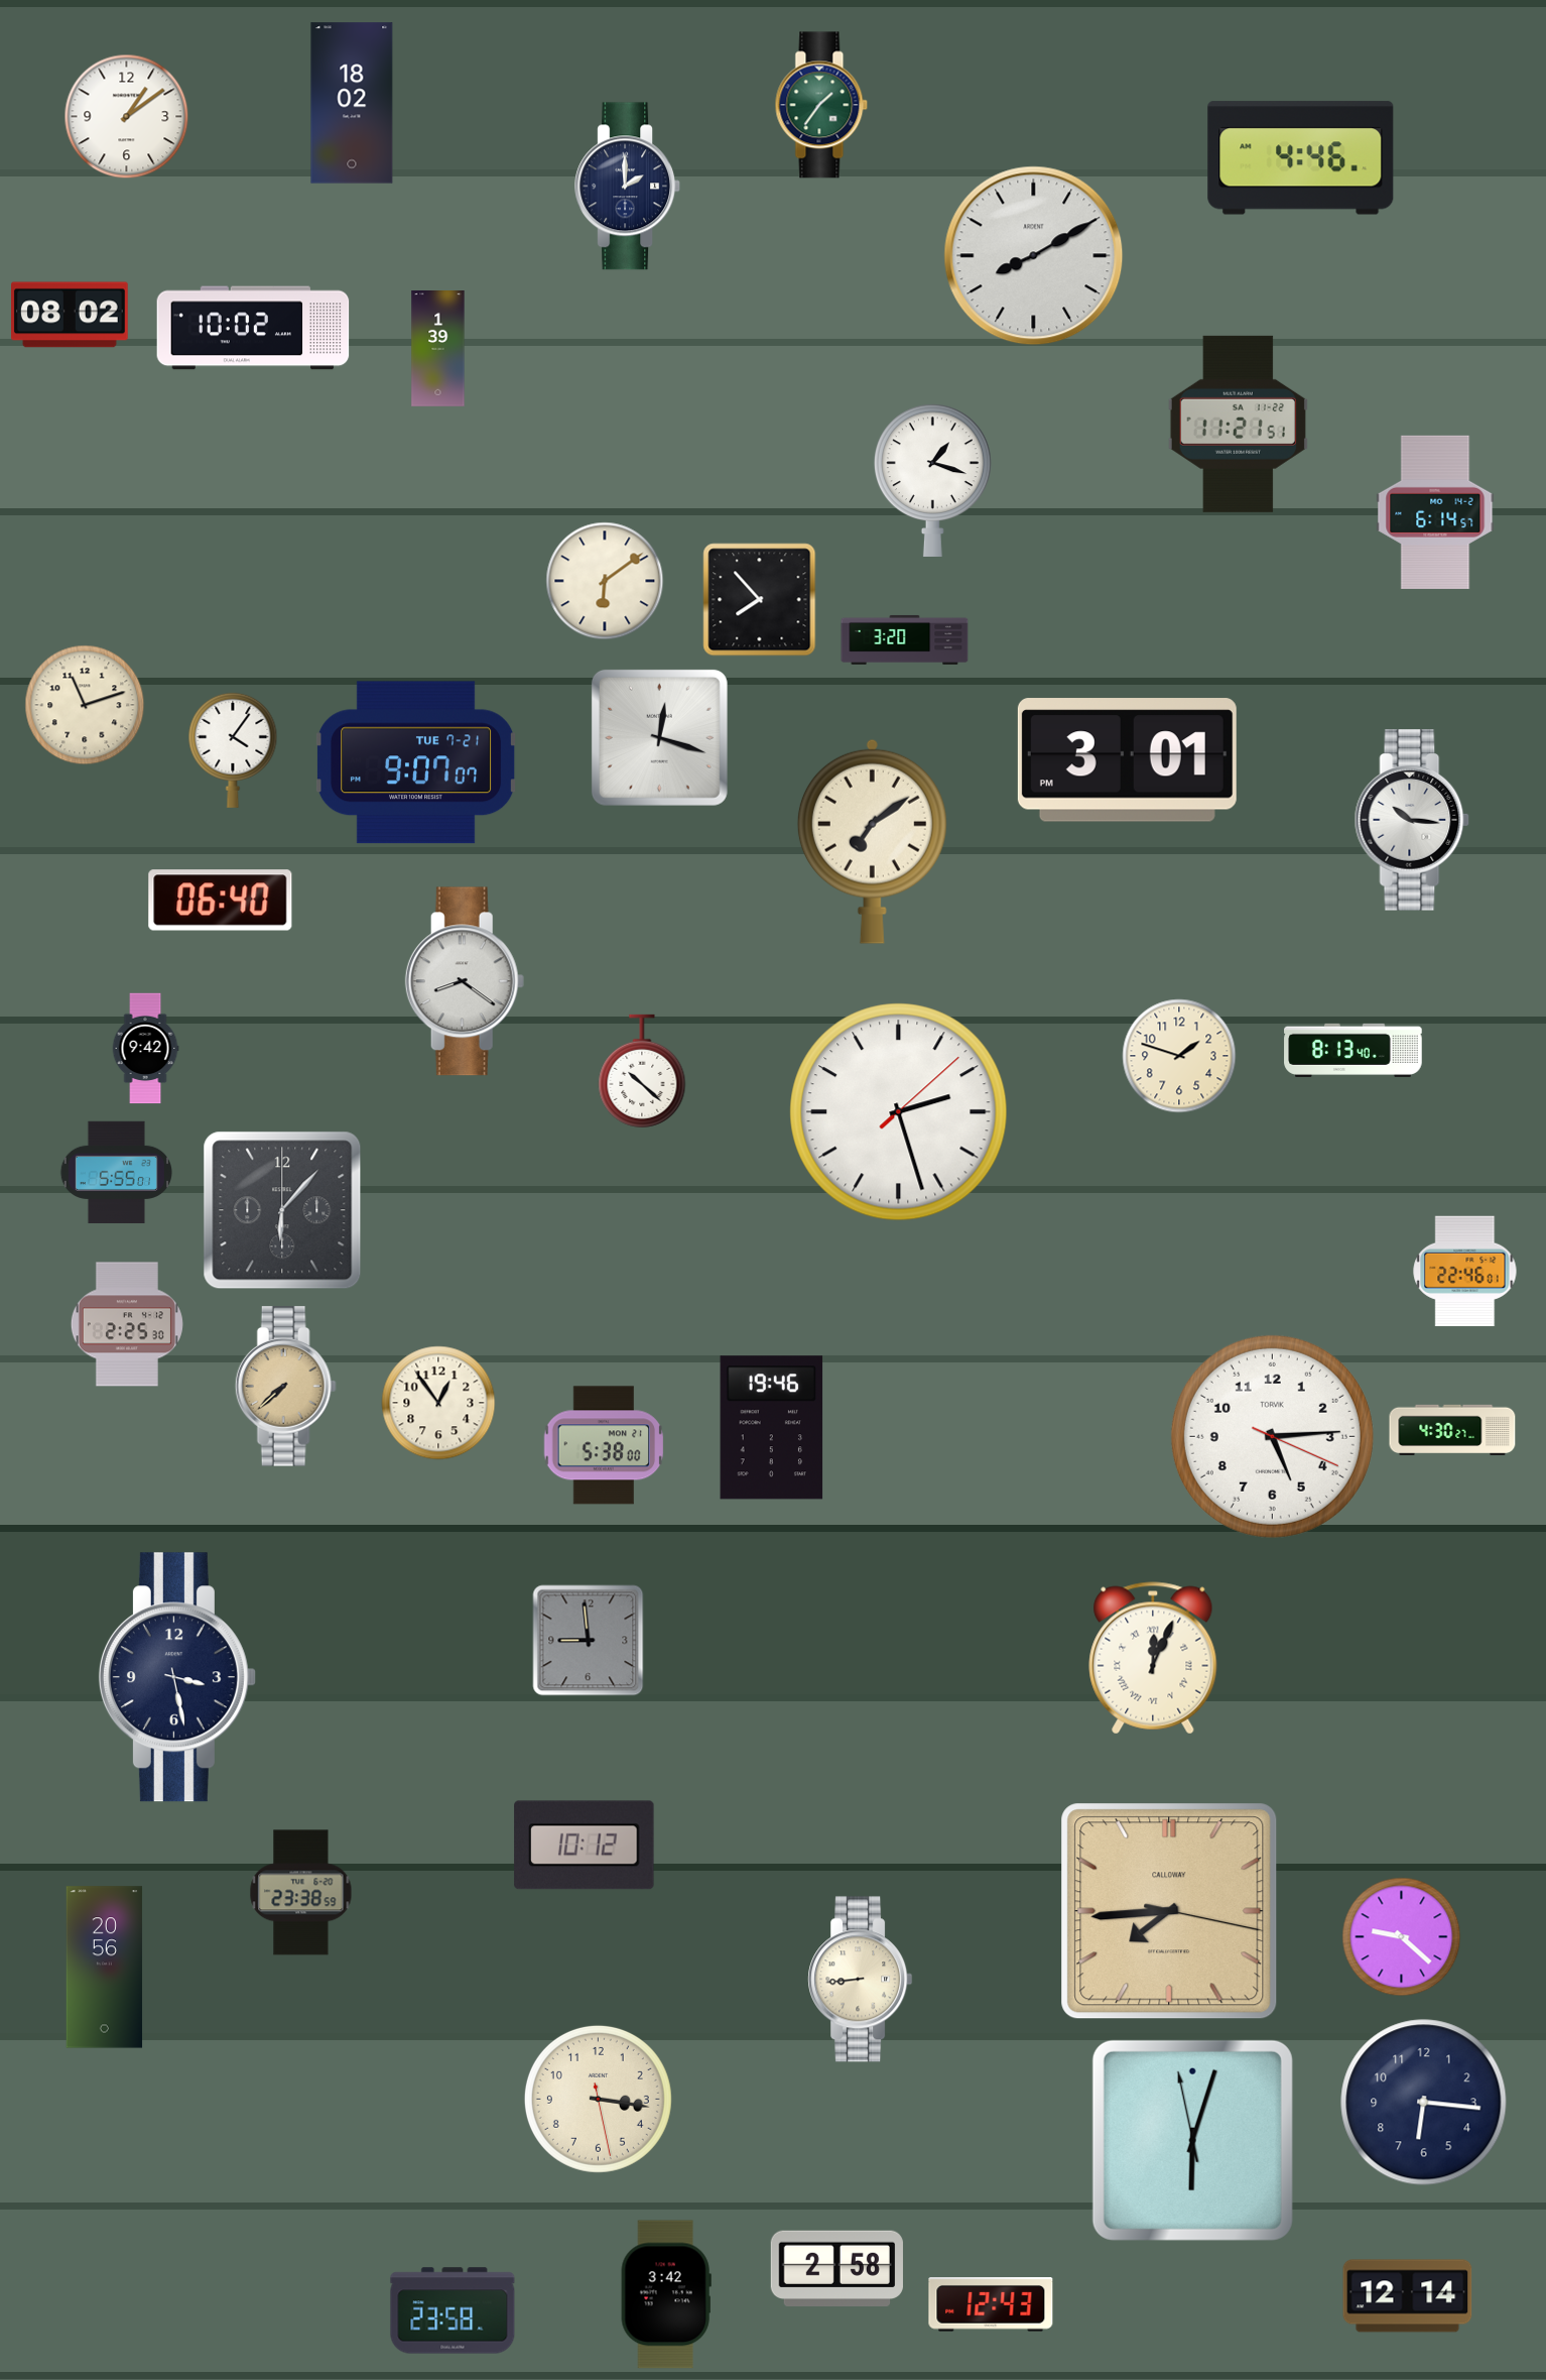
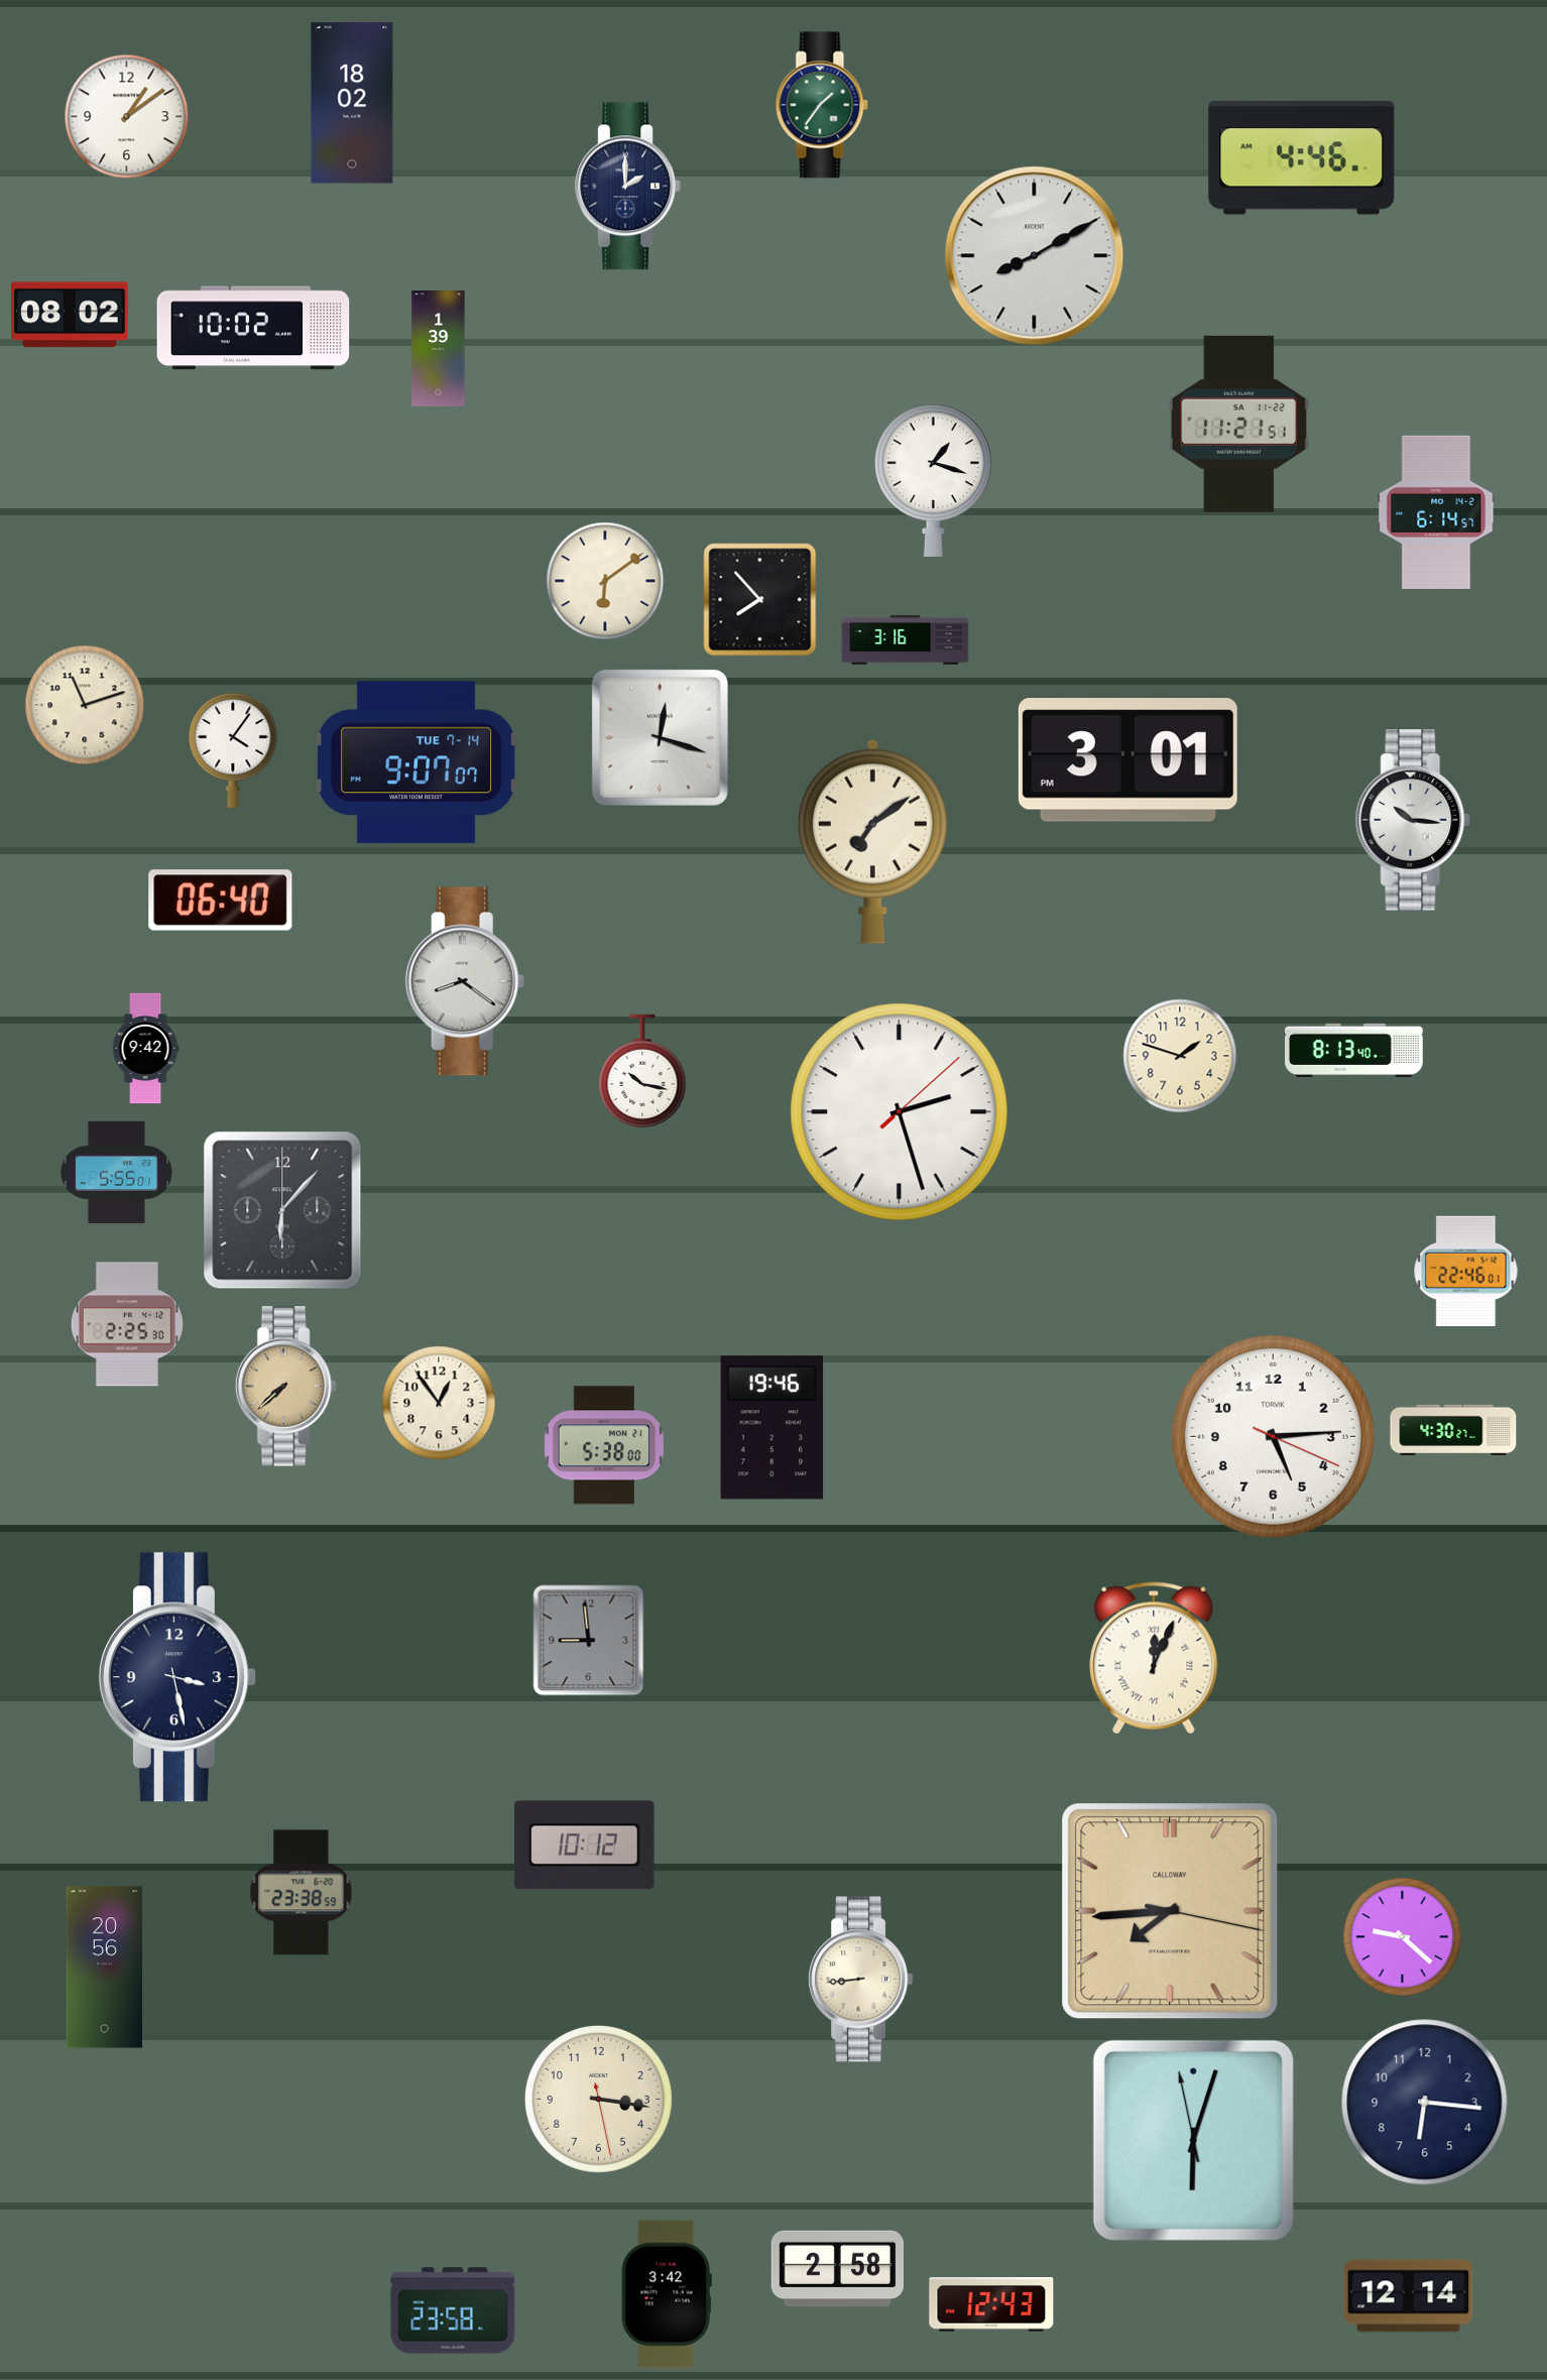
clock at (905, 639): 3:20 -> 3:16
clock at (416, 762) date: TUE 7-21 -> TUE 7-14
clock at (642, 1071): 10:22 -> 10:17
